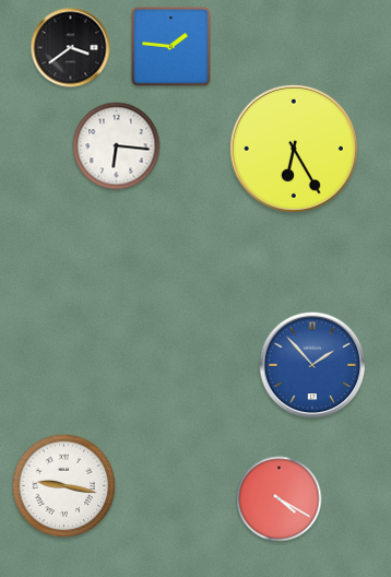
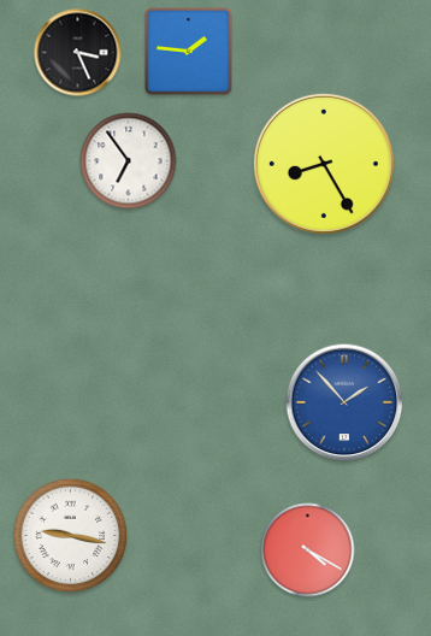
clock at (71, 48): 3:39 -> 3:26
clock at (117, 146): 6:16 -> 6:54
clock at (294, 149): 6:25 -> 8:25
